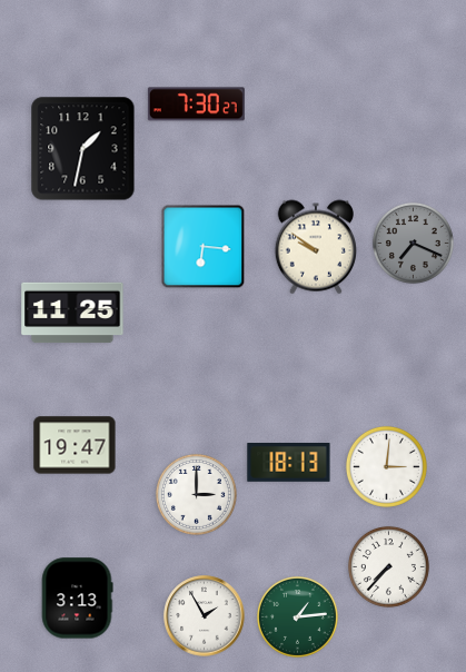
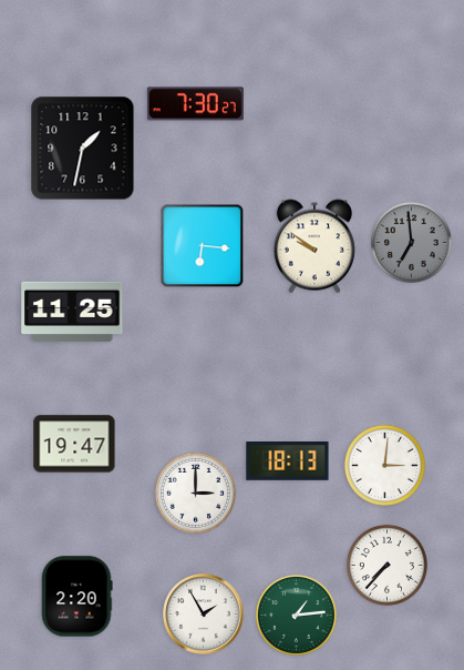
clock at (413, 243): 7:19 -> 6:59
clock at (77, 599): 3:13 -> 2:20
